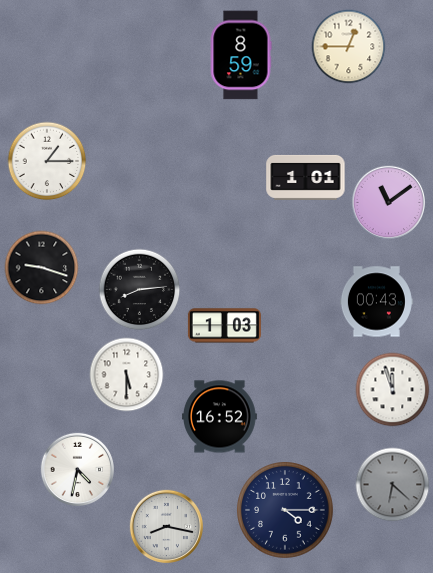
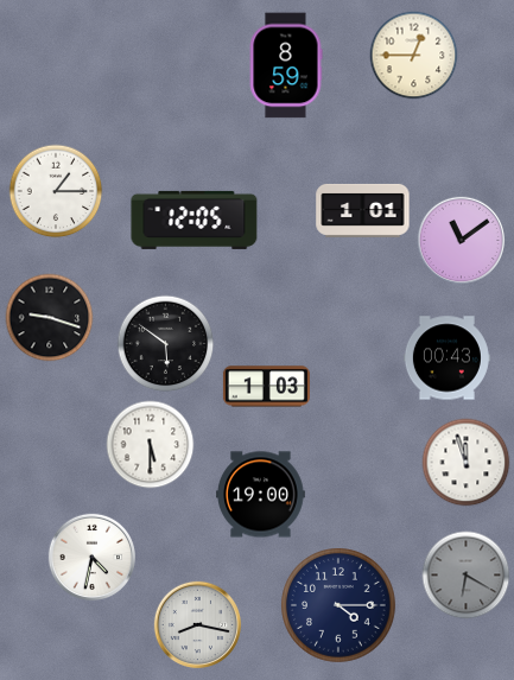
clock at (195, 220): none -> 12:05
clock at (140, 290): 8:14 -> 5:51
clock at (220, 417): 16:52 -> 19:00
clock at (393, 485): 6:22 -> 6:20
